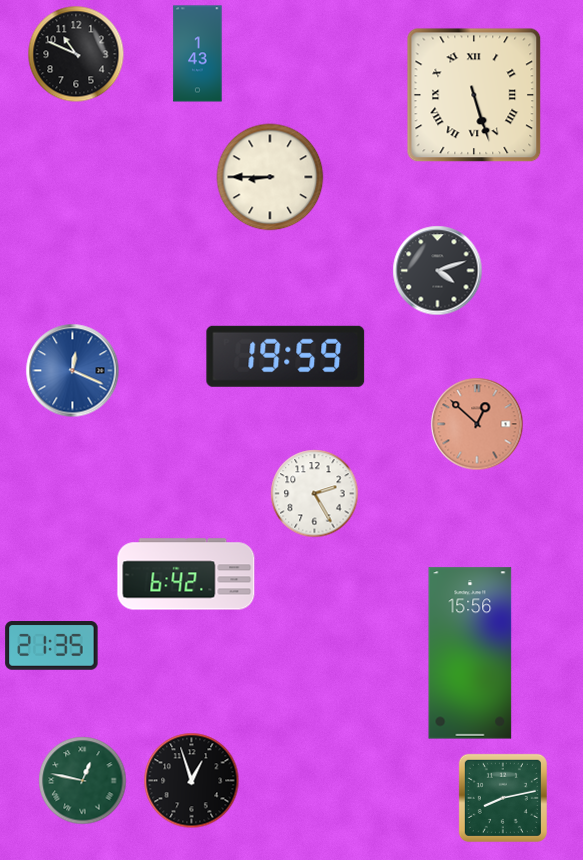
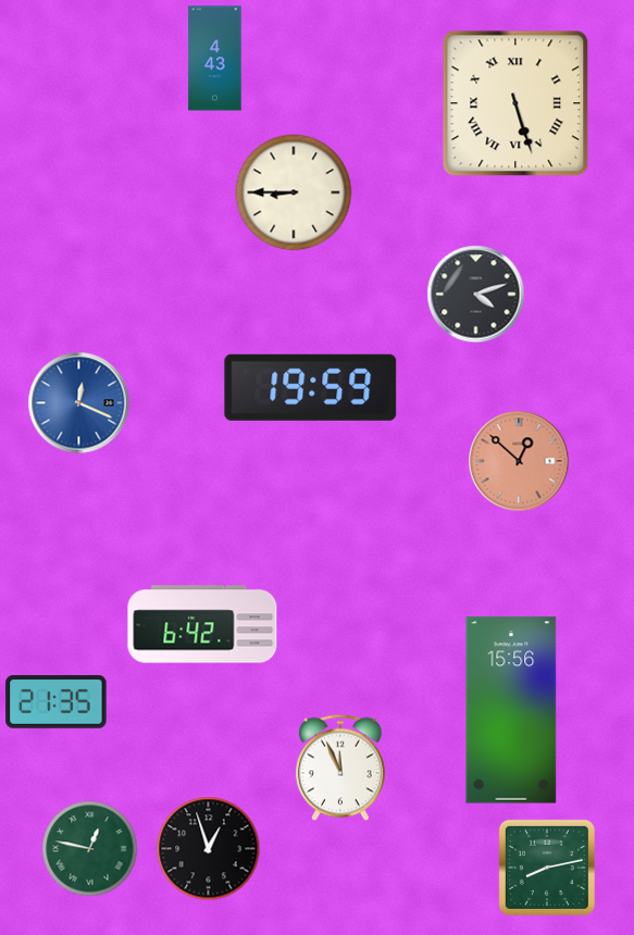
clock at (76, 54): 10:49 -> none
clock at (198, 54): 1:43 -> 4:43
clock at (315, 494): 2:25 -> none
clock at (341, 768): none -> 11:56
